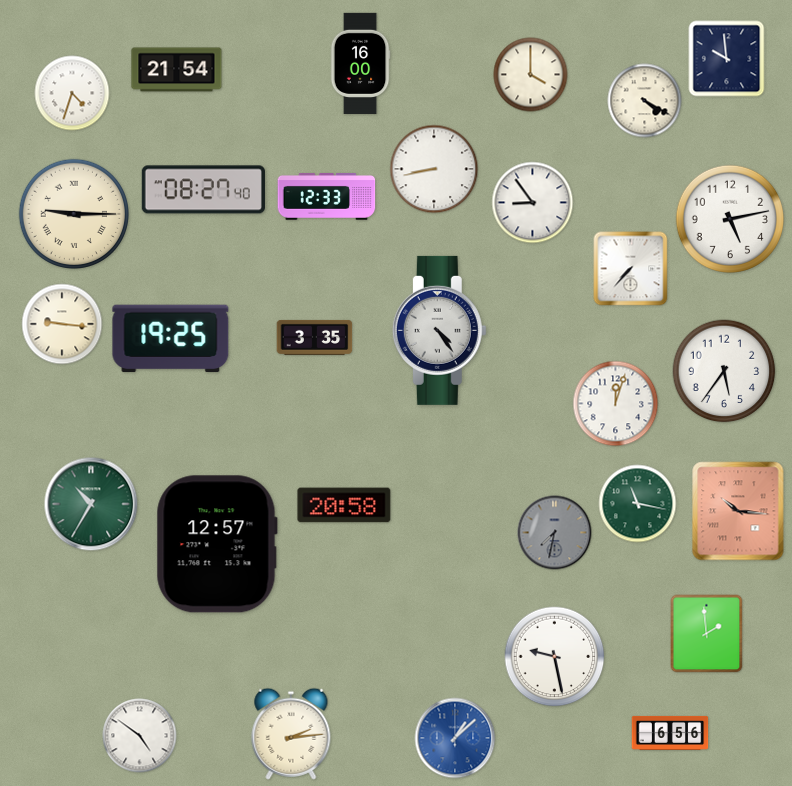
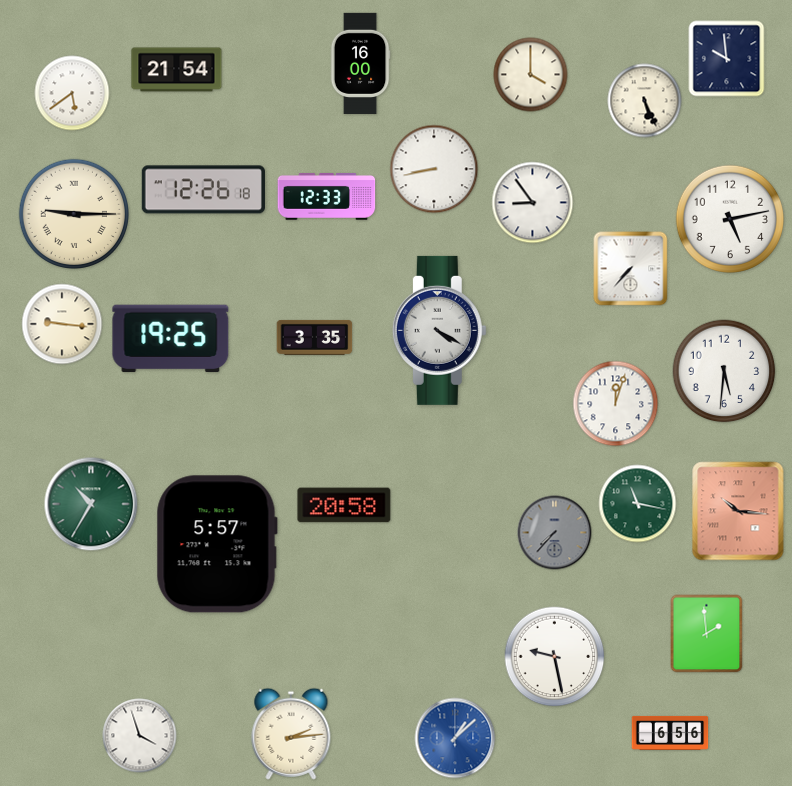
clock at (72, 93): 4:33 -> 5:39
clock at (645, 101): 4:20 -> 5:26
clock at (203, 190): 08:27 -> 12:26
clock at (439, 330): 4:24 -> 4:20
clock at (724, 371): 5:36 -> 5:31
clock at (555, 533): 7:32 -> 7:37
clock at (217, 544): 12:57 -> 5:57
clock at (140, 736): 4:51 -> 3:57
